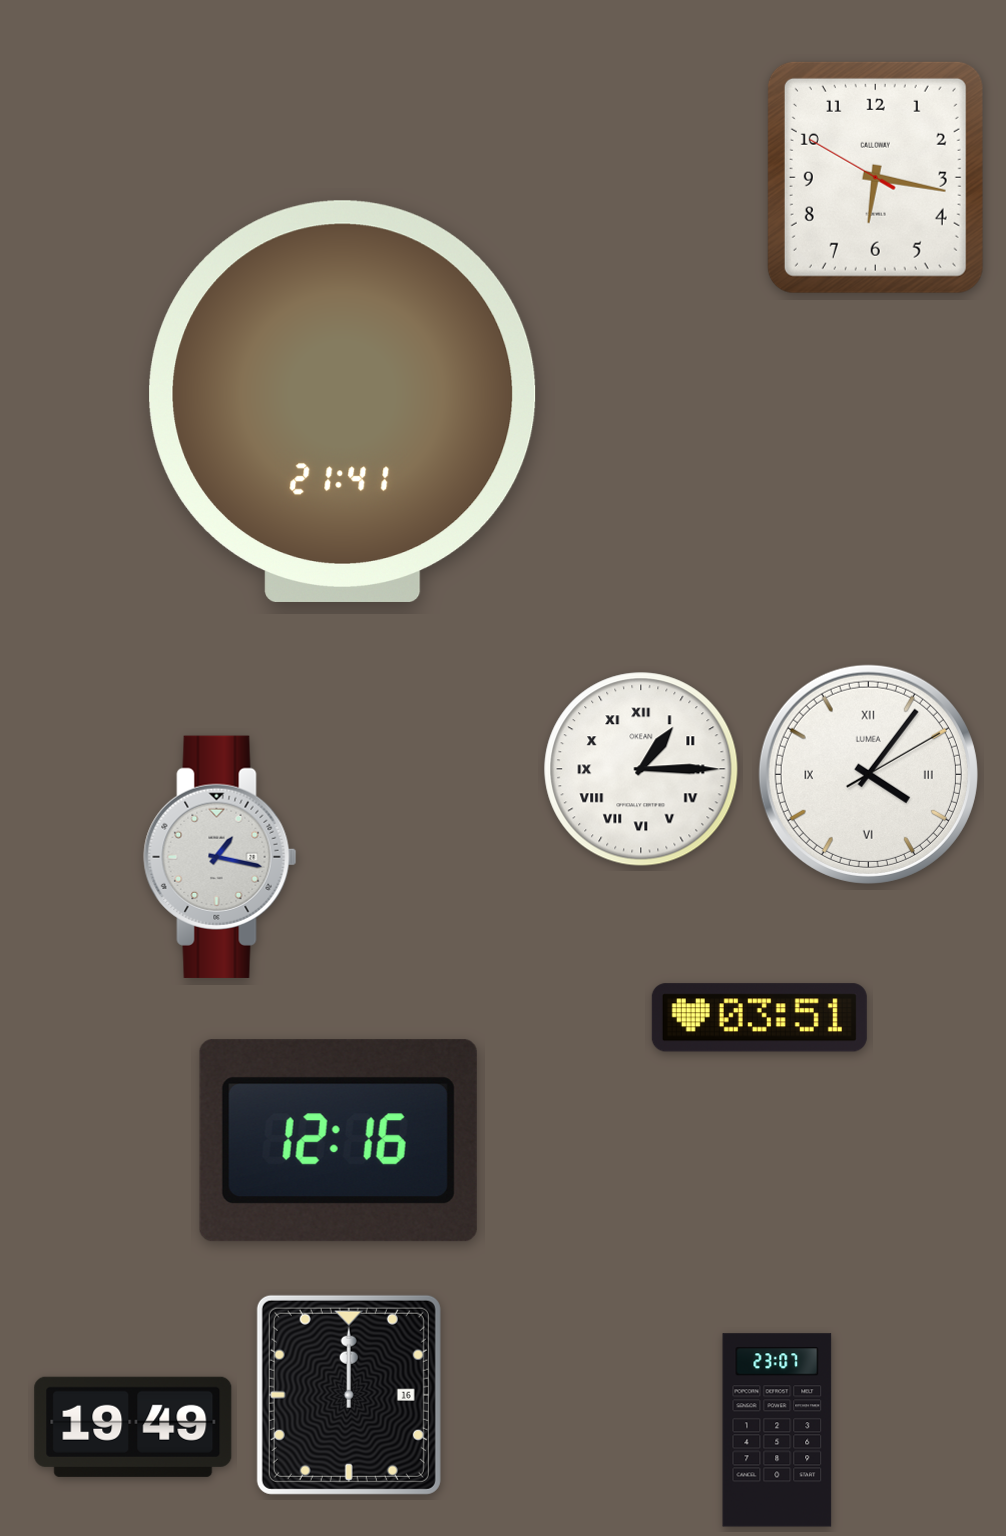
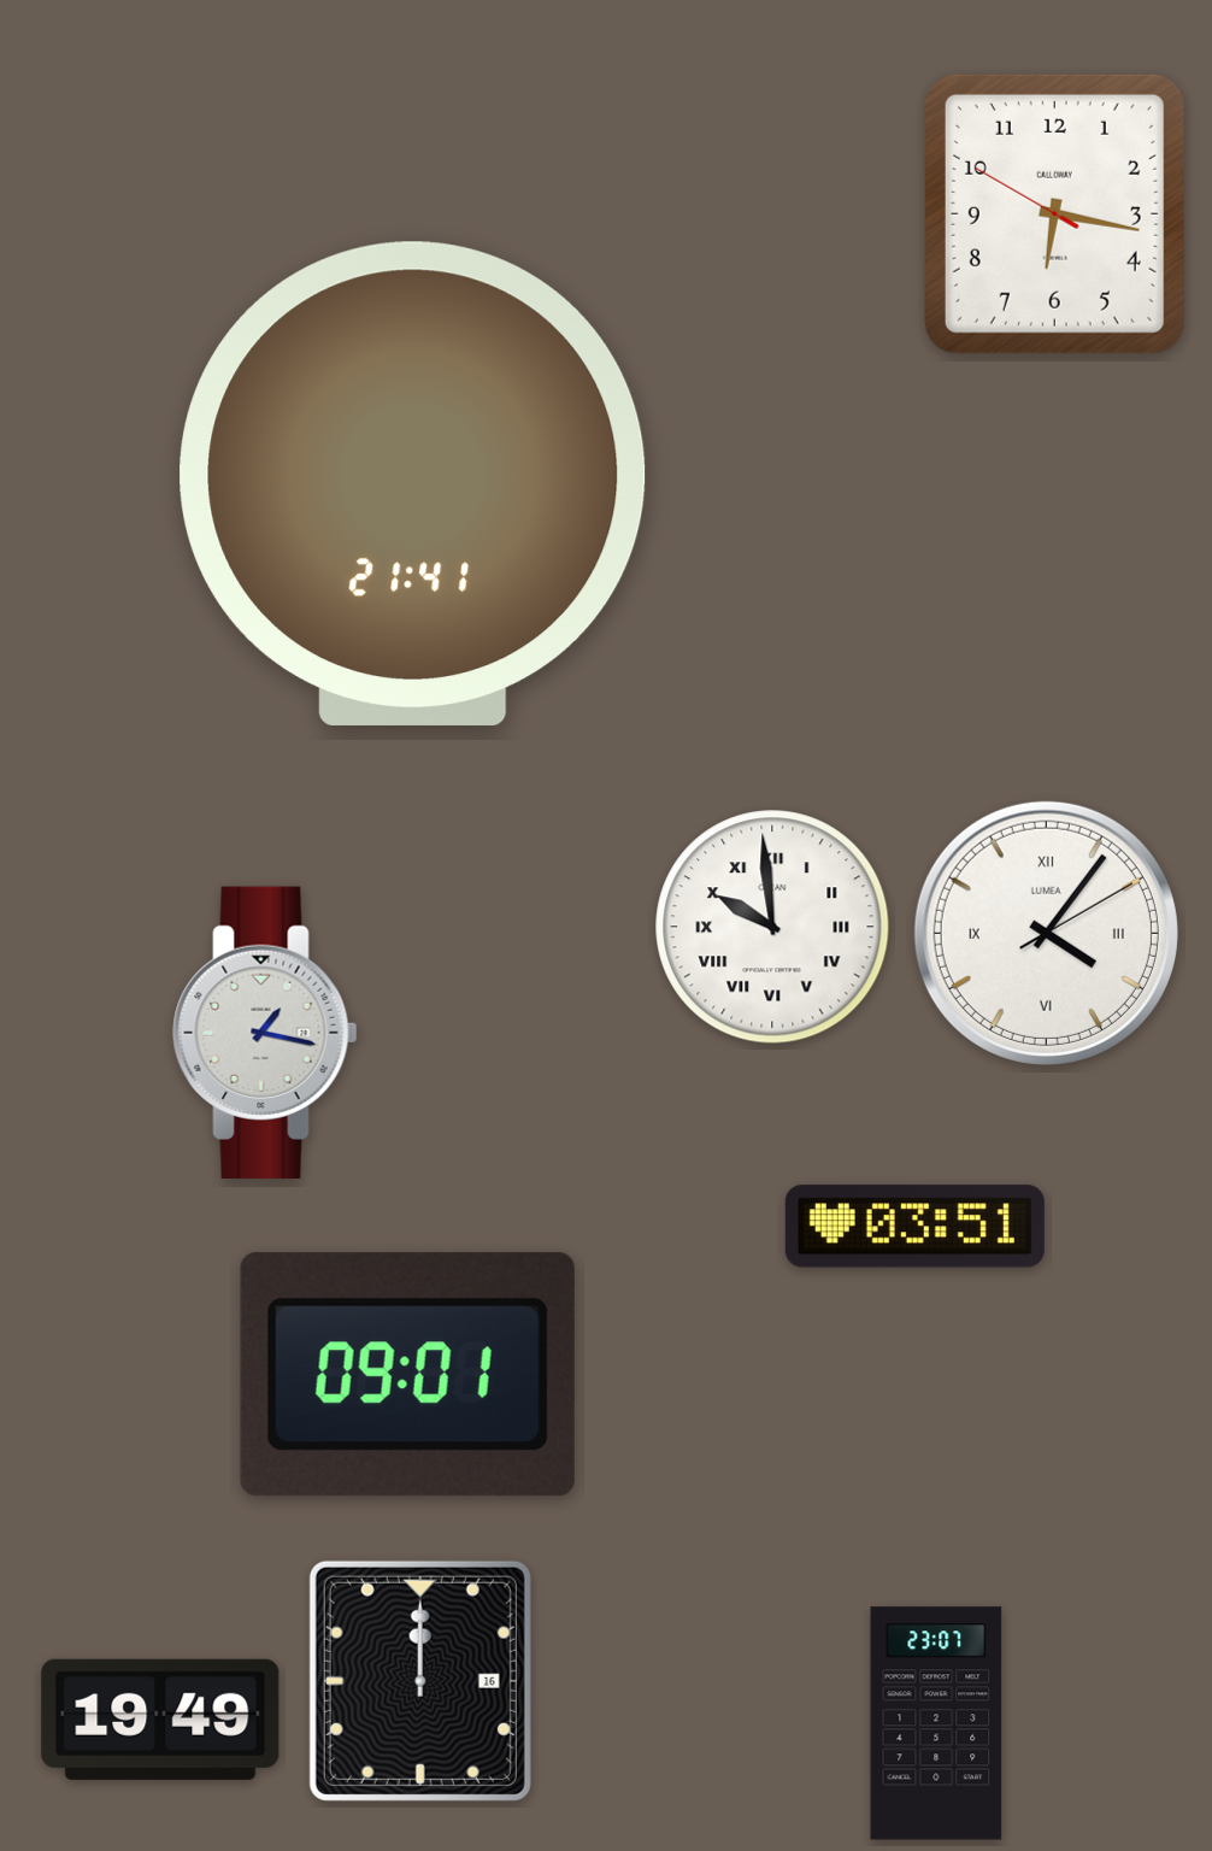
clock at (641, 769): 1:15 -> 9:59
clock at (338, 1141): 12:16 -> 09:01
